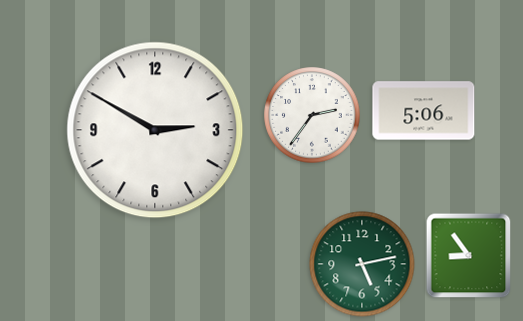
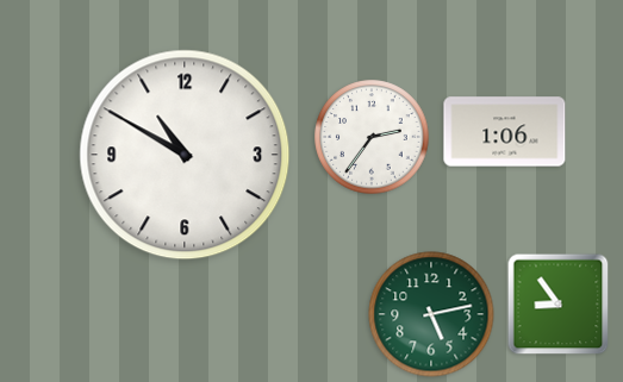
clock at (424, 111): 5:06 -> 1:06
clock at (155, 130): 2:50 -> 10:50
